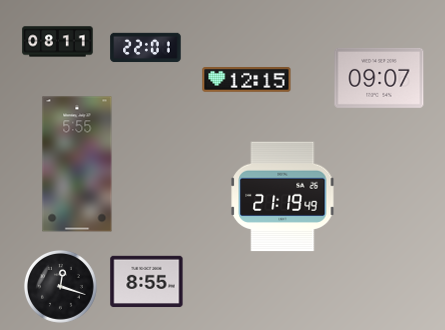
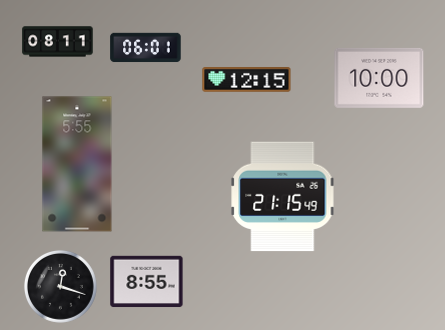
clock at (146, 48): 22:01 -> 06:01
clock at (379, 78): 09:07 -> 10:00
clock at (283, 197): 21:19 -> 21:15
